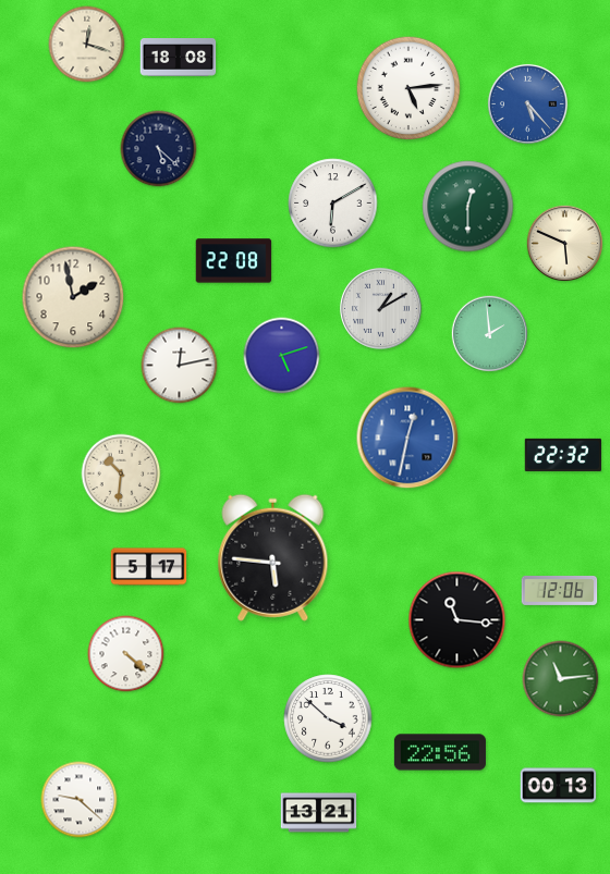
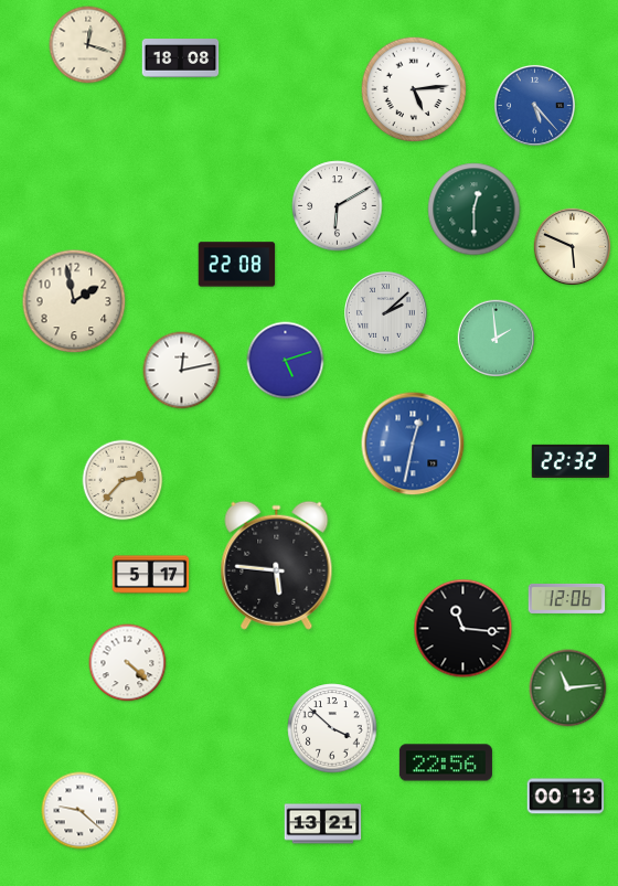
clock at (159, 149): 5:22 -> none
clock at (381, 309): 1:10 -> 2:08
clock at (121, 473): 10:31 -> 2:37
